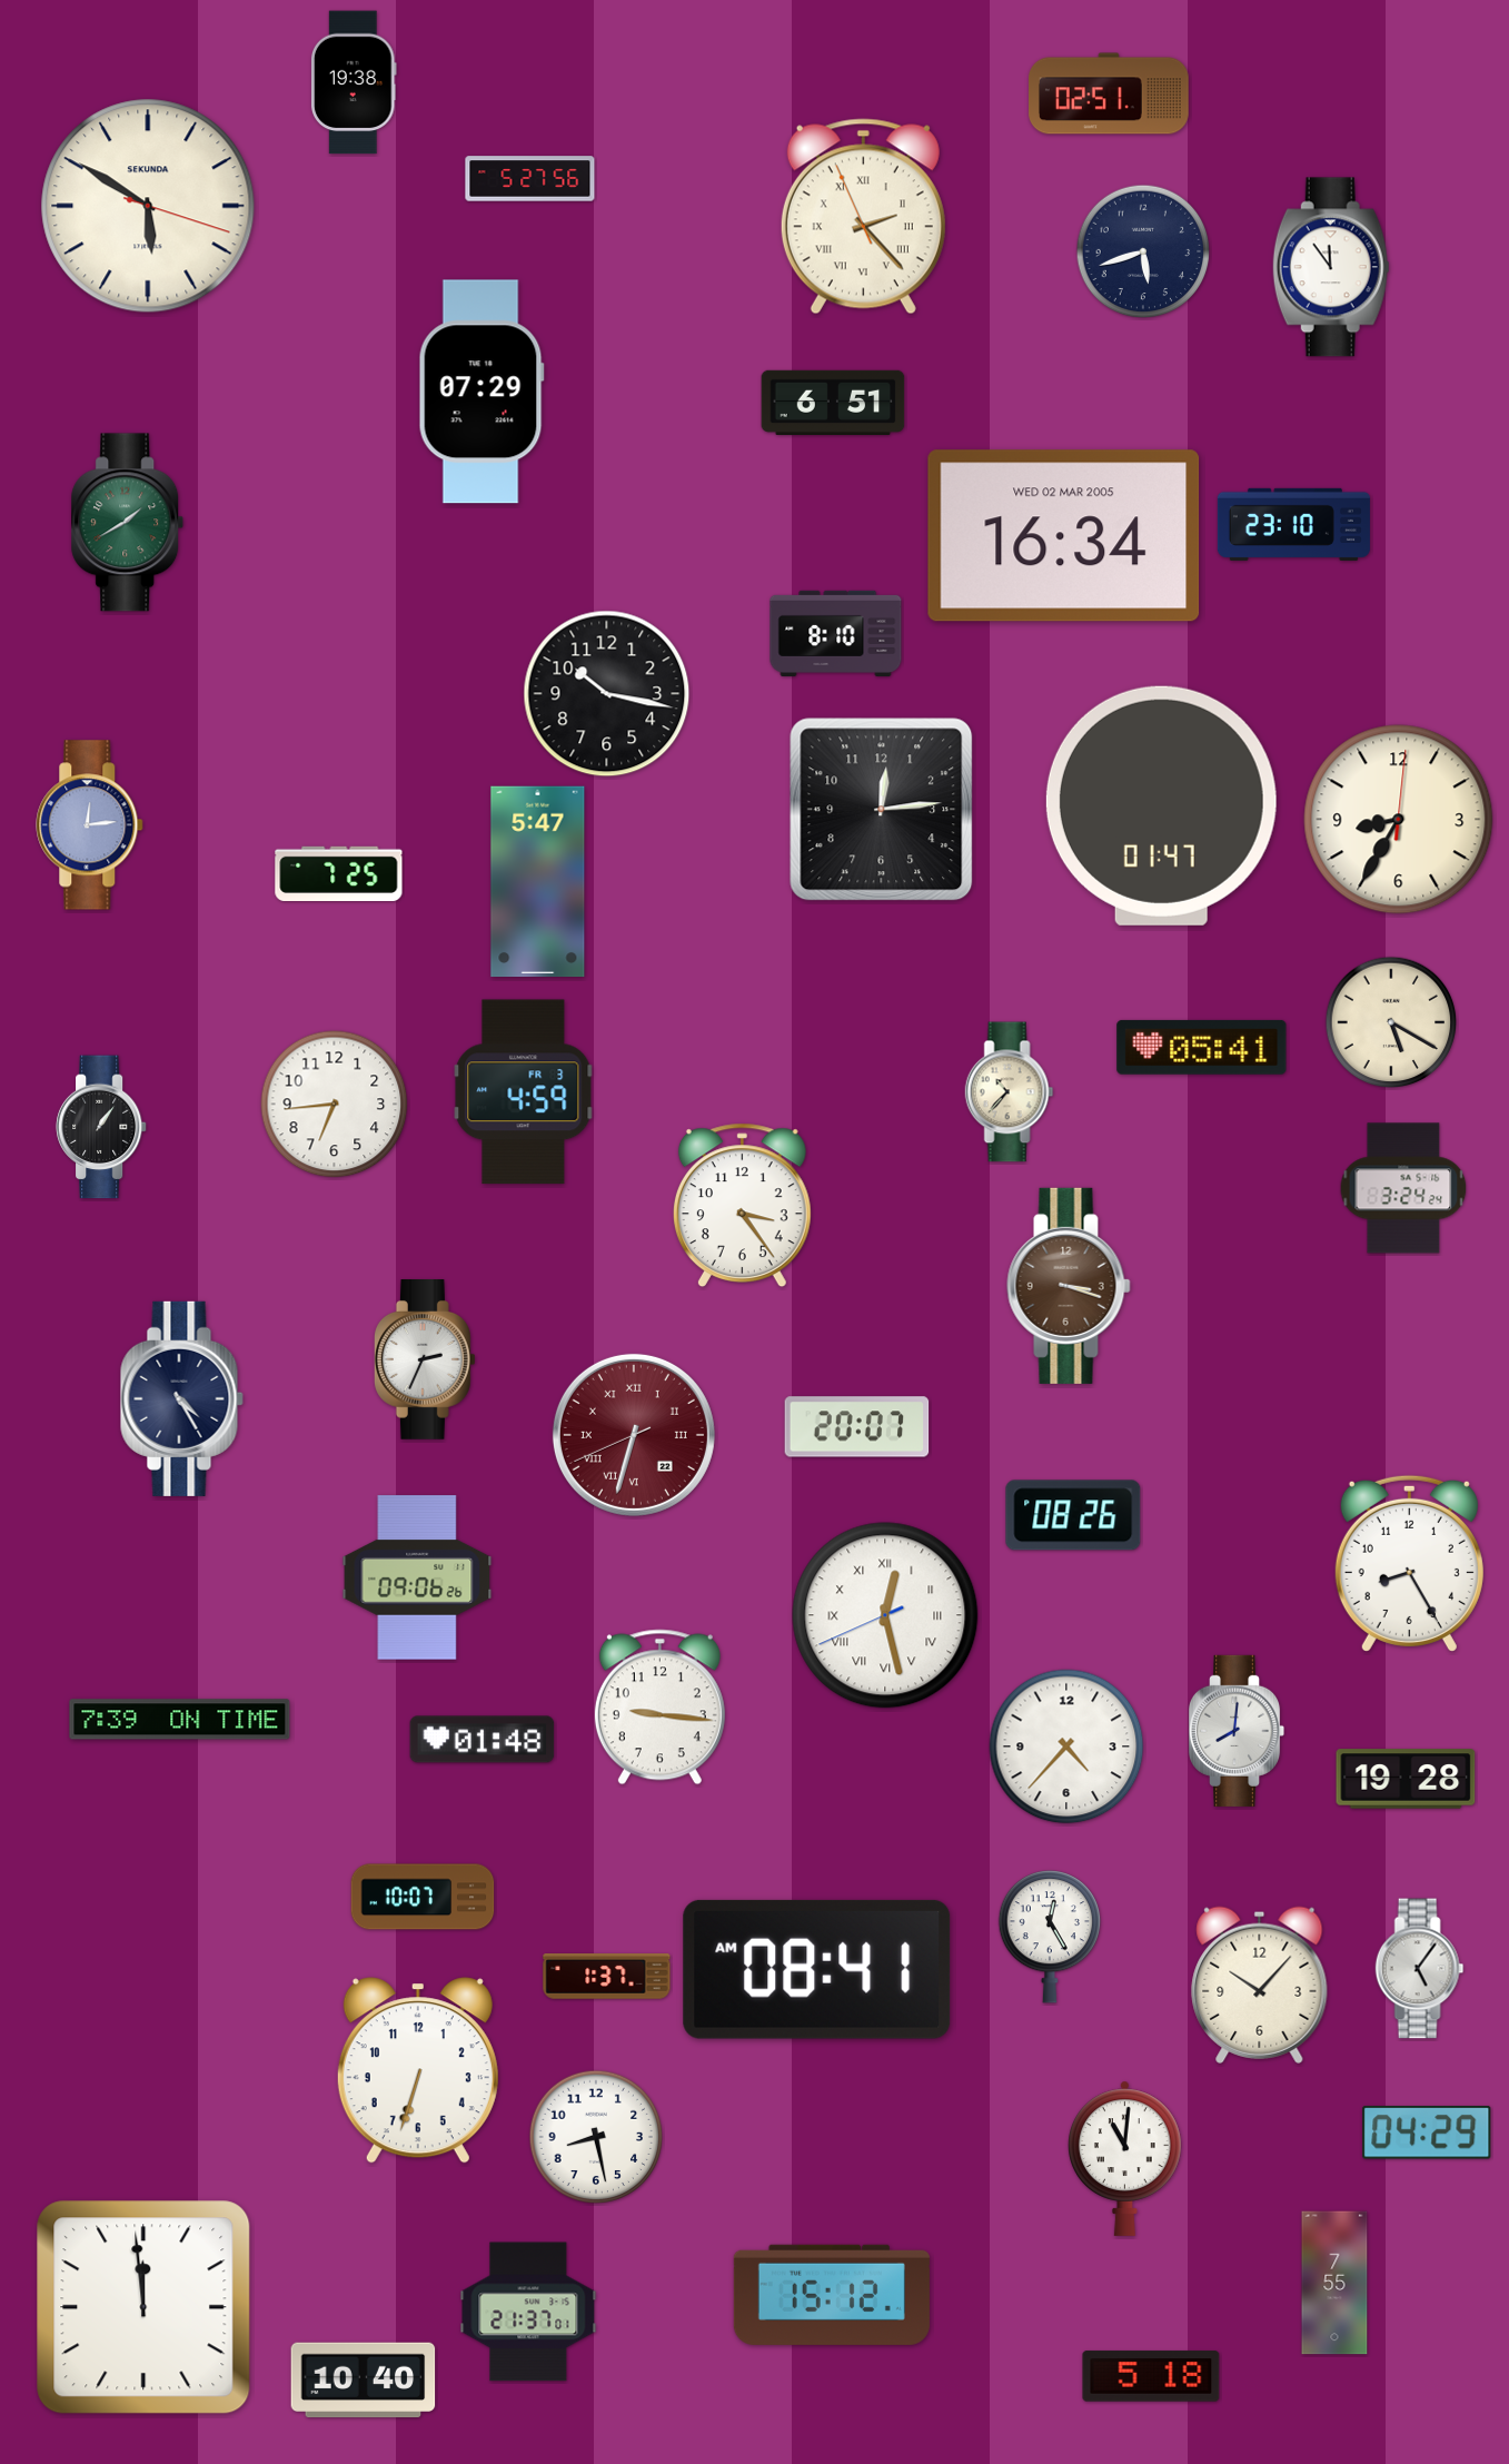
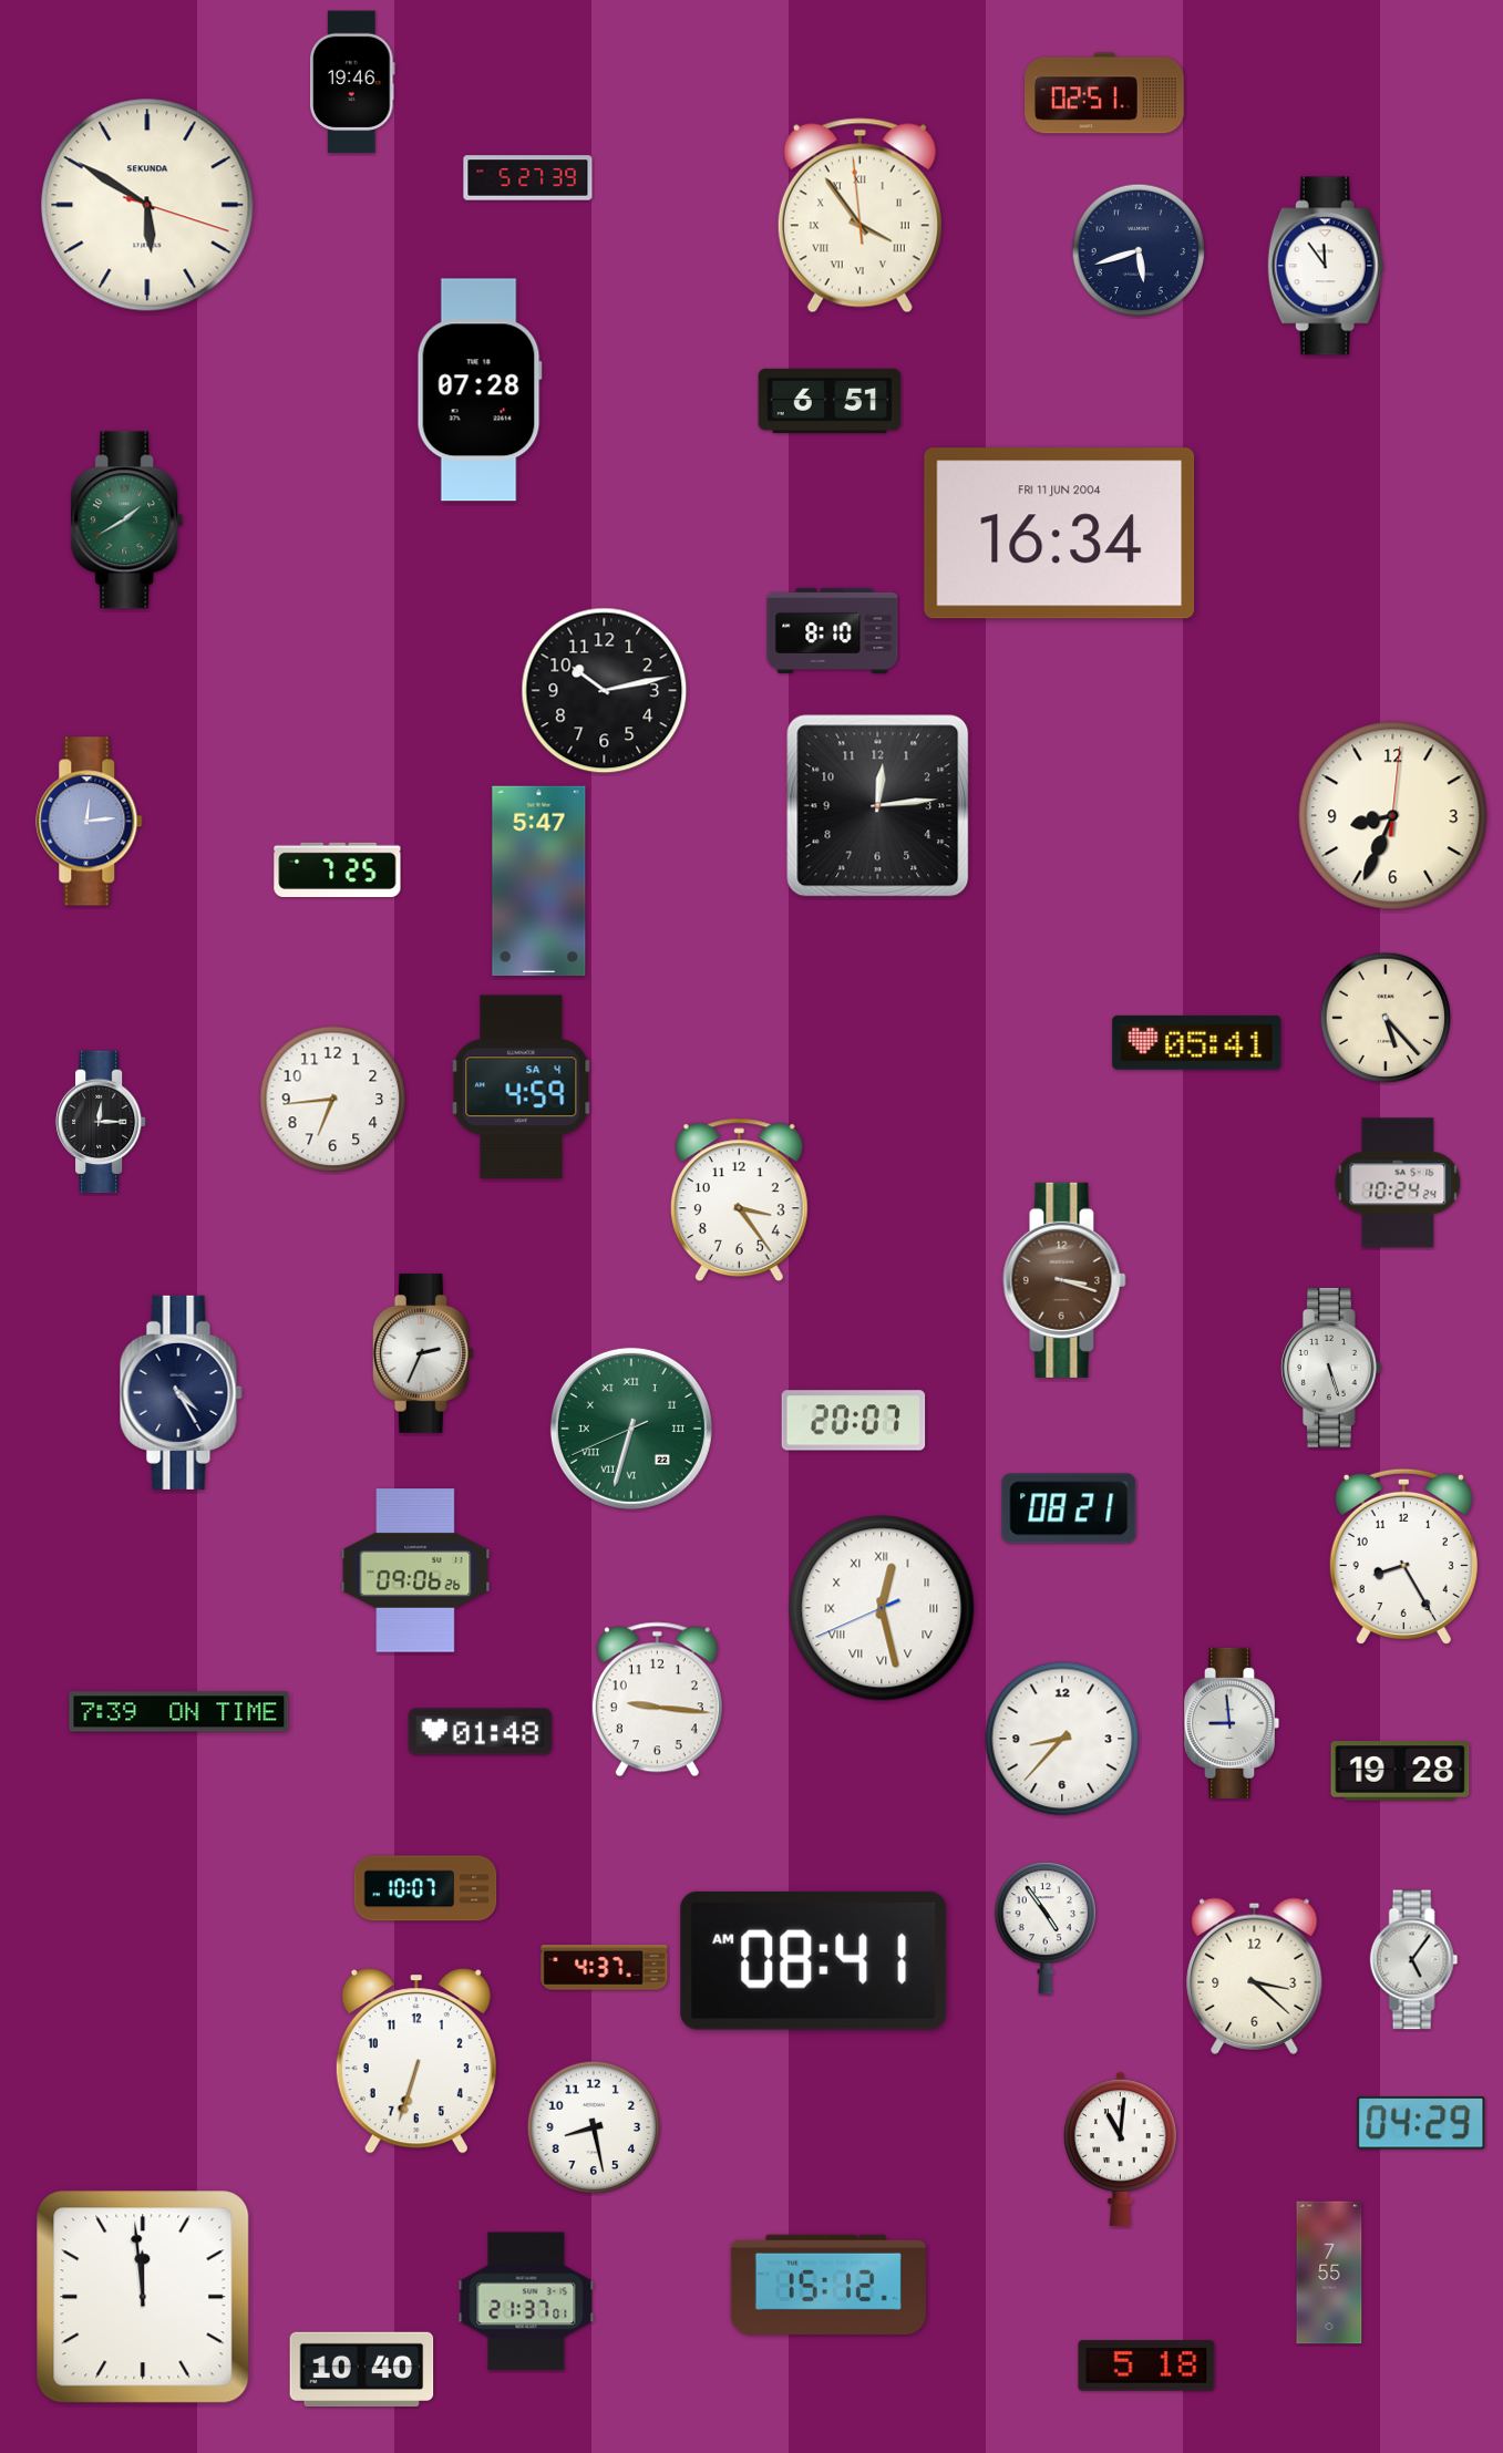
clock at (354, 82): 19:38 -> 19:46
clock at (530, 179): 5:27:56 -> 5:27:39
clock at (863, 217): 2:22 -> 3:53
clock at (482, 392): 07:29 -> 07:28
clock at (1293, 524): 23:10 -> none
clock at (1064, 536) date: WED 02 MAR 2005 -> FRI 11 JUN 2004
clock at (607, 694): 10:17 -> 10:13
clock at (1161, 805): 01:47 -> none
clock at (1399, 820): 8:35 -> 8:34
clock at (538, 882) position: (538, 882) -> (539, 882)
clock at (1391, 1022): 5:20 -> 5:23
clock at (524, 1092) date: FR 3 -> SA 4
clock at (1010, 1092): 10:37 -> none
clock at (101, 1127): 1:06 -> 12:15
clock at (1403, 1188): 3:24 -> 10:24
clock at (1331, 1369): none -> 5:27
clock at (634, 1435) dial: burgundy -> green
clock at (1073, 1515): 08:26 -> 08:21
clock at (1237, 1731): 8:01 -> 8:59
clock at (1066, 1746): 4:37 -> 8:37
clock at (423, 1897) position: (423, 1897) -> (425, 1888)
clock at (1050, 1938): 12:25 -> 4:54
clock at (607, 1977): 1:37 -> 4:37
clock at (1260, 1985): 10:07 -> 3:22
